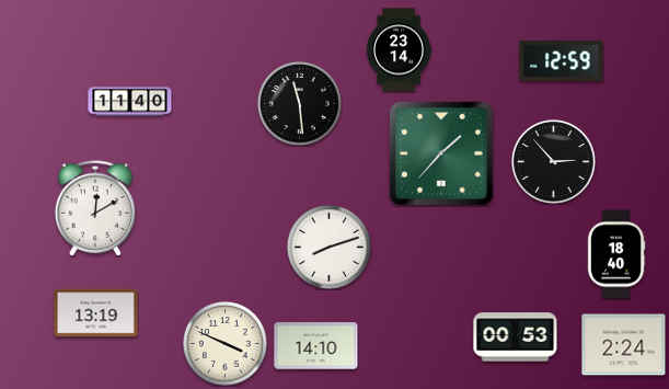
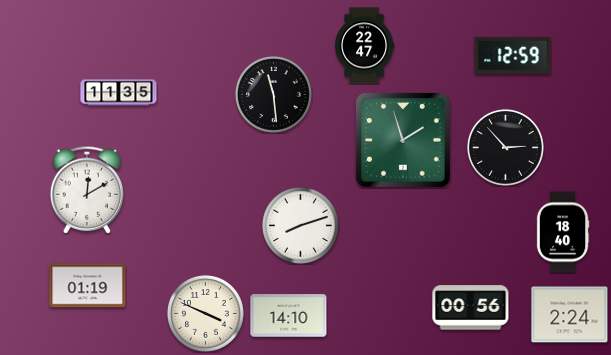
clock at (399, 50): 23:14 -> 22:47
clock at (130, 102): 11:40 -> 11:35
clock at (441, 153): 1:37 -> 1:57
clock at (96, 313): 13:19 -> 01:19
clock at (516, 337): 00:53 -> 00:56
